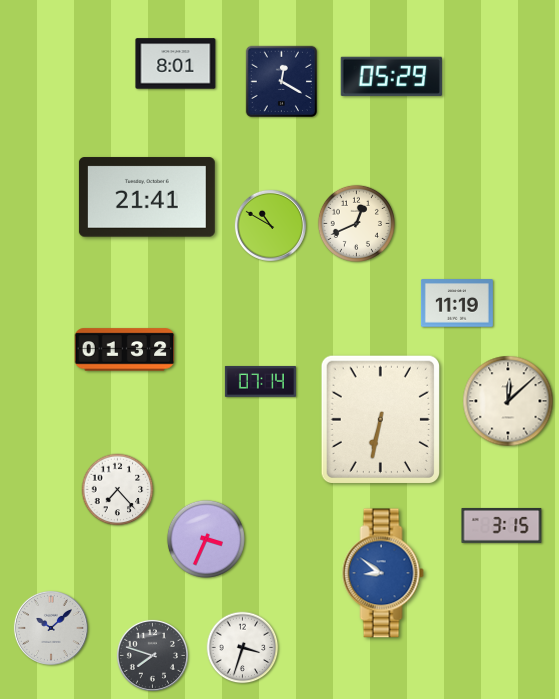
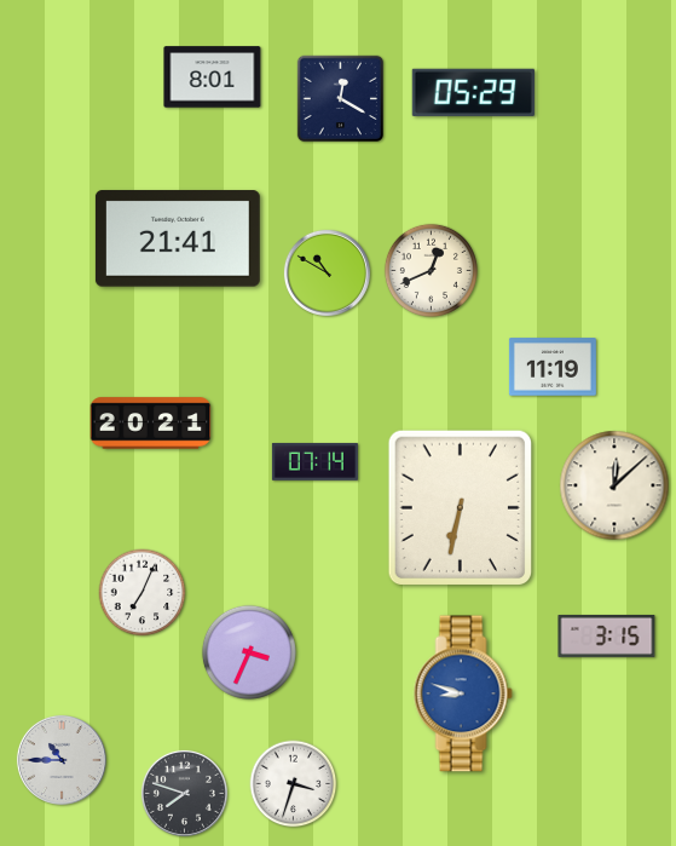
clock at (125, 350): 01:32 -> 20:21
clock at (118, 490): 7:23 -> 7:04
clock at (383, 573): 8:51 -> 8:48
clock at (51, 628): 10:08 -> 10:45
